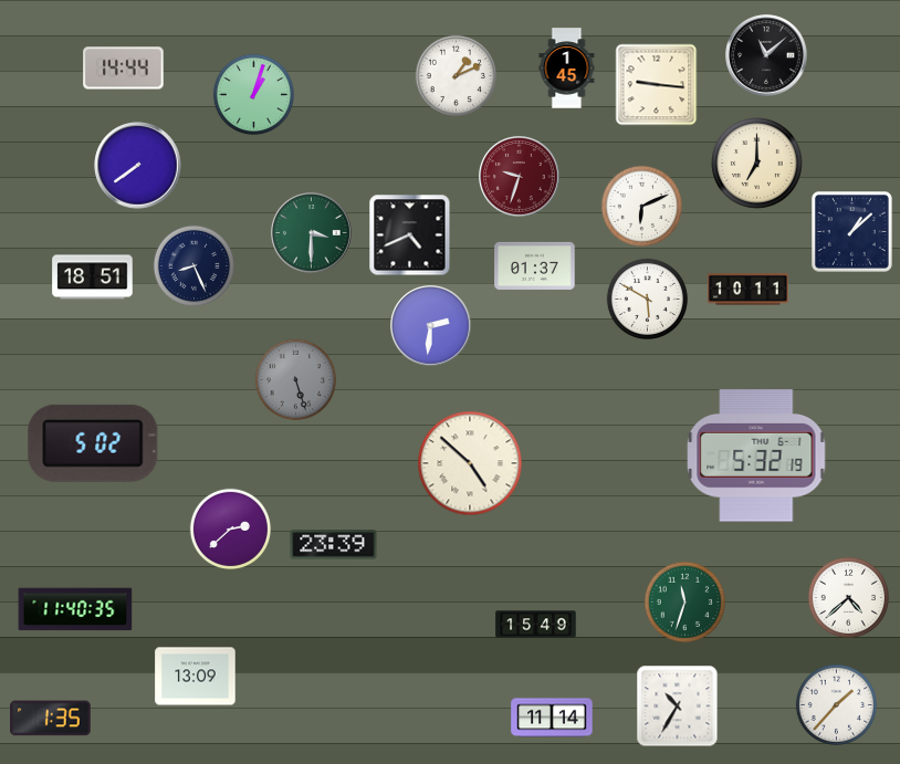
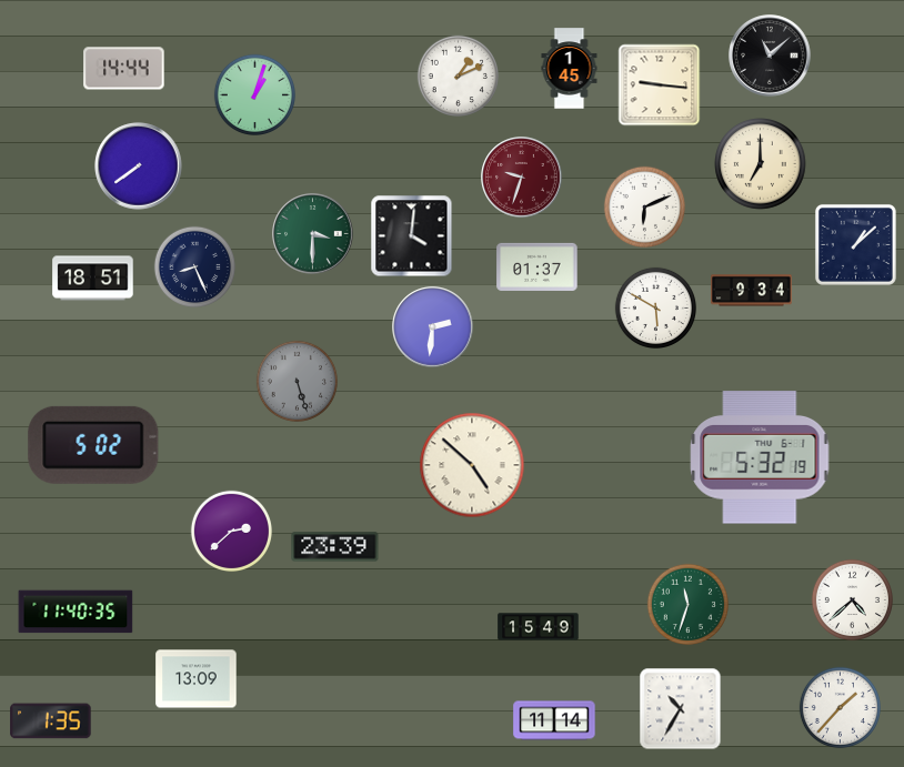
clock at (851, 231) position: (851, 231) -> (855, 244)
clock at (410, 236): 4:41 -> 4:01
clock at (749, 290): 10:11 -> 9:34
clock at (647, 299) position: (647, 299) -> (655, 307)
